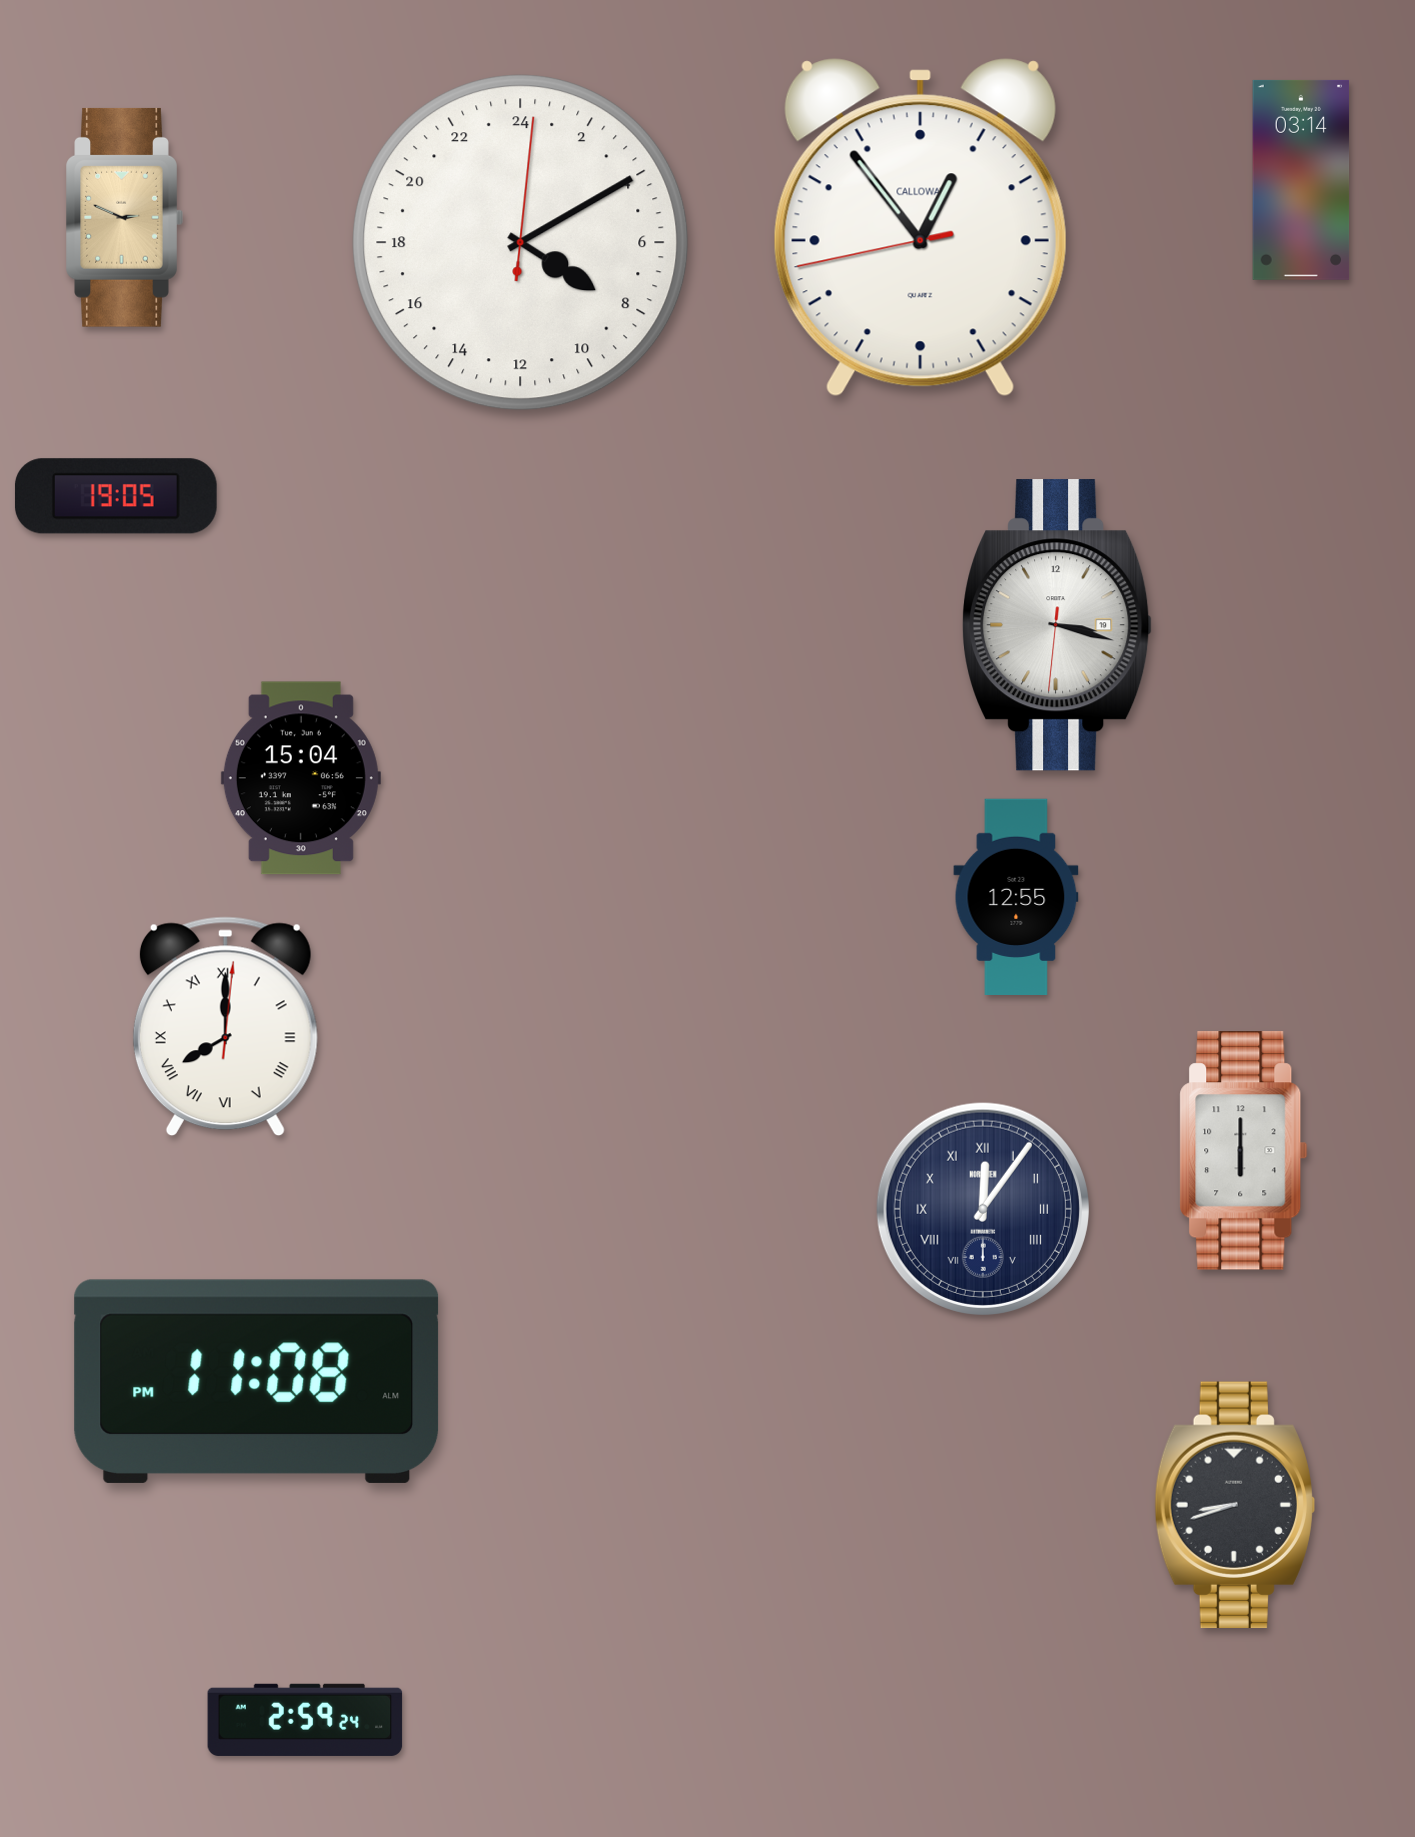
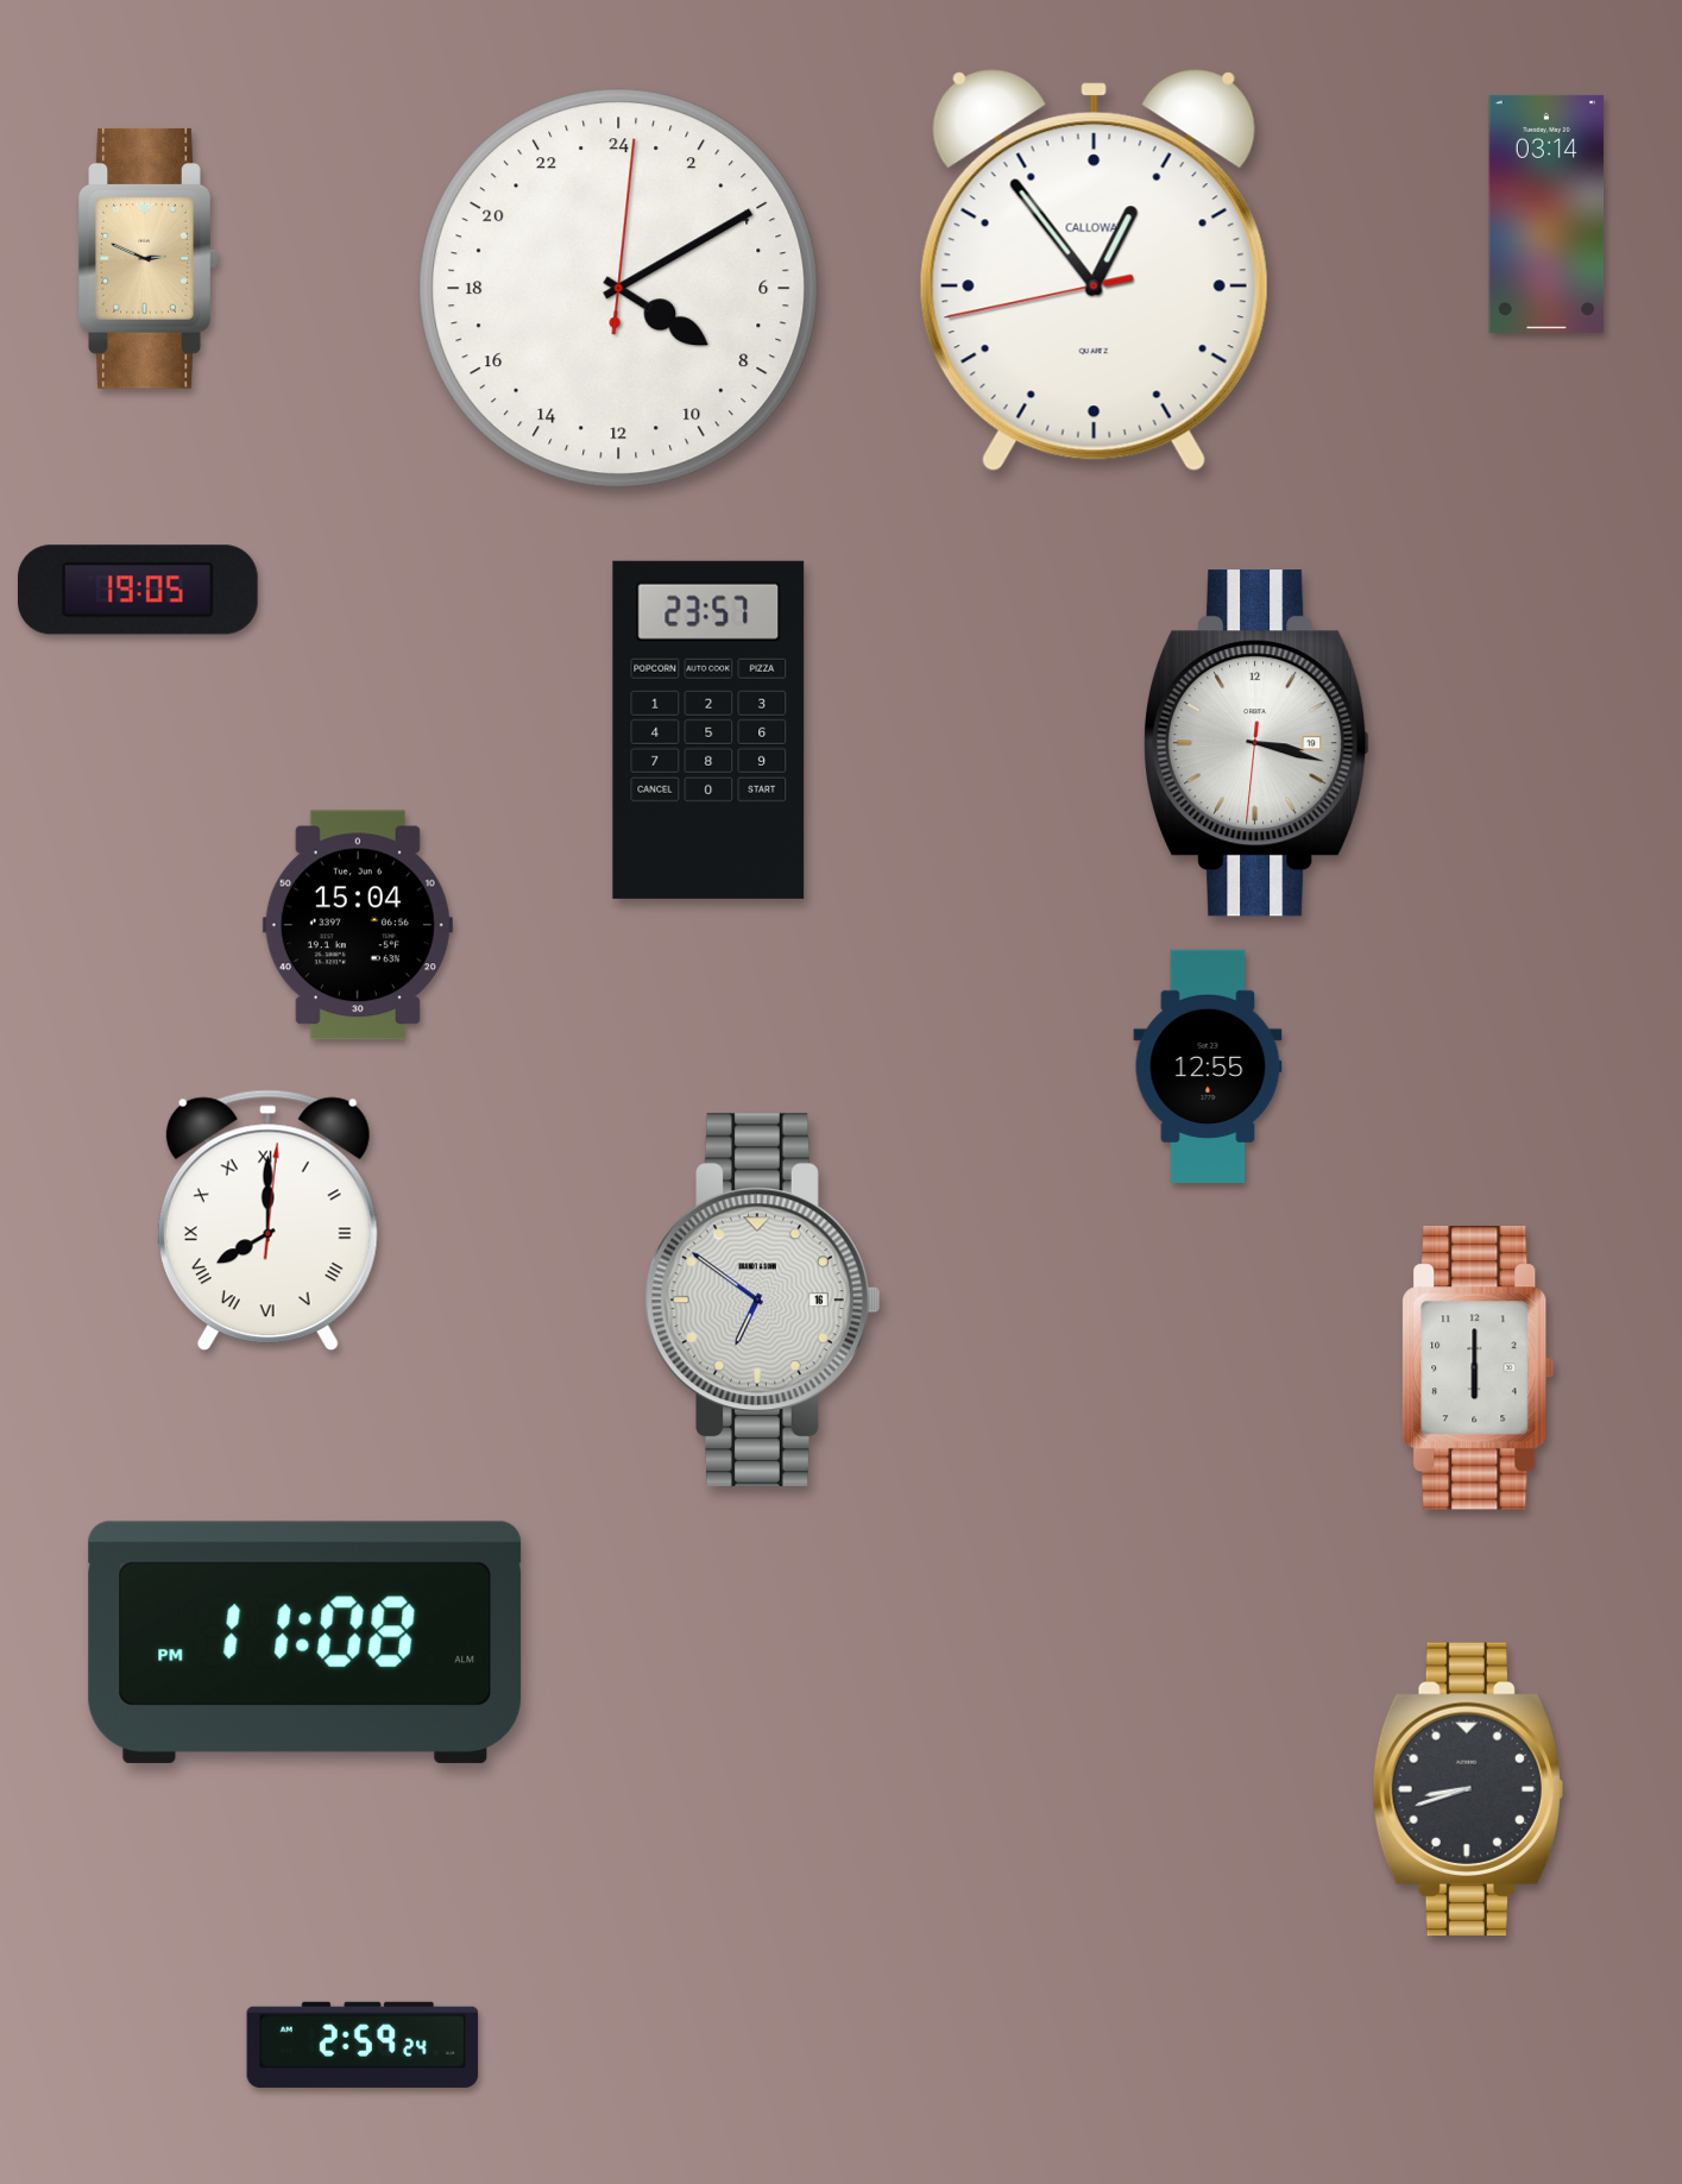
clock at (708, 730): none -> 23:57
clock at (763, 1301): none -> 6:51
clock at (983, 1209): 12:06 -> none
